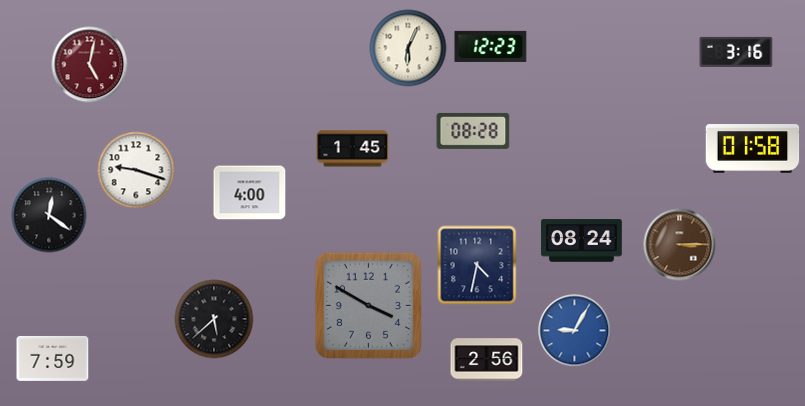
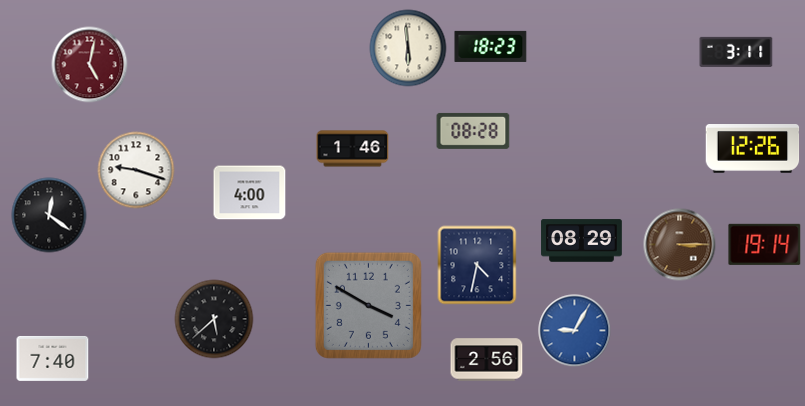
clock at (491, 46): 12:23 -> 18:23
clock at (408, 48): 6:04 -> 5:59
clock at (736, 52): 3:16 -> 3:11
clock at (353, 149): 1:45 -> 1:46
clock at (753, 149): 01:58 -> 12:26
clock at (582, 241): 08:24 -> 08:29
clock at (765, 244): none -> 19:14
clock at (53, 358): 7:59 -> 7:40
